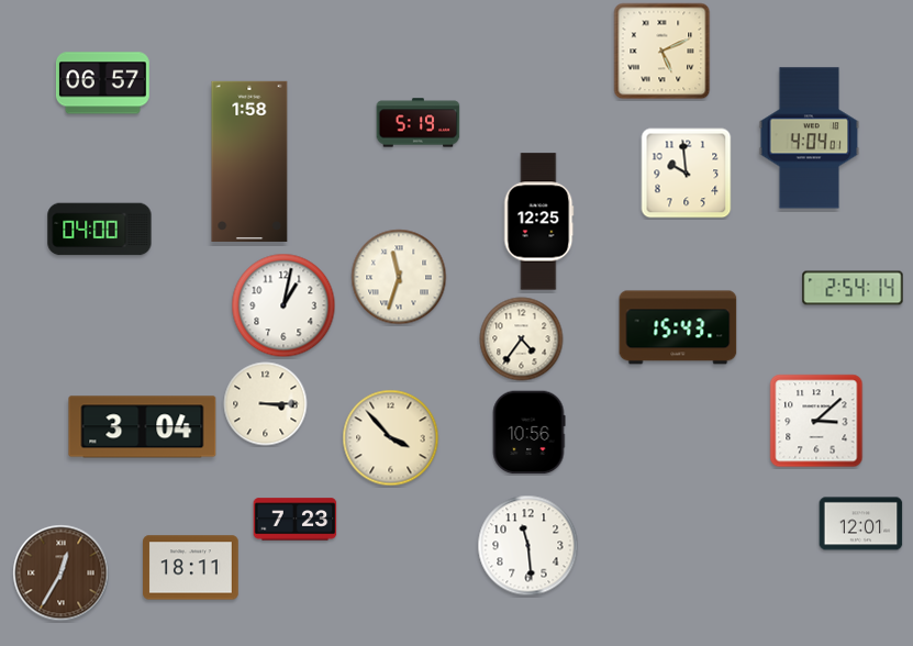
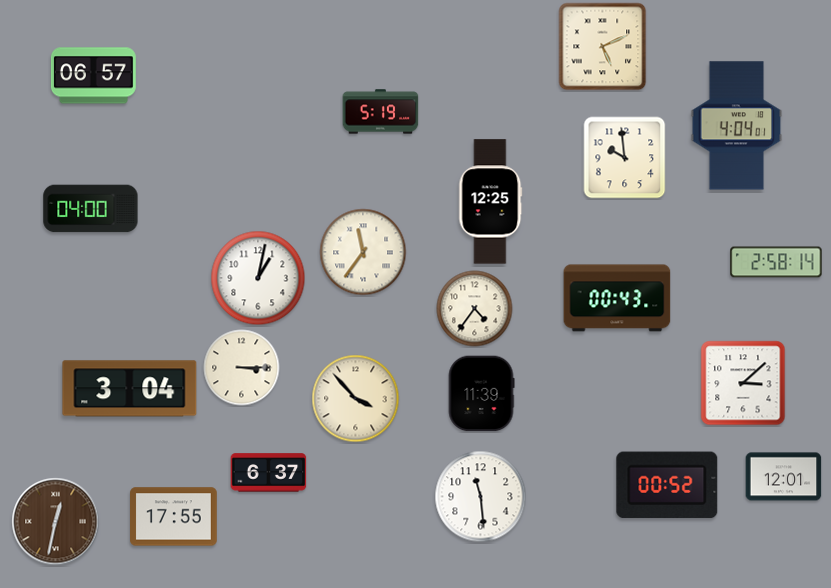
clock at (249, 161): 1:58 -> none
clock at (399, 277): 11:33 -> 11:36
clock at (853, 288): 2:54 -> 2:58
clock at (678, 327): 15:43 -> 00:43
clock at (528, 433): 10:56 -> 11:39
clock at (296, 520): 7:23 -> 6:37
clock at (667, 485): none -> 00:52
clock at (191, 568): 18:11 -> 17:55
clock at (62, 573): 12:35 -> 12:32
